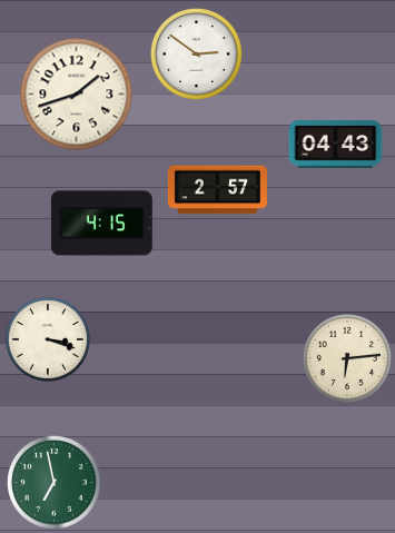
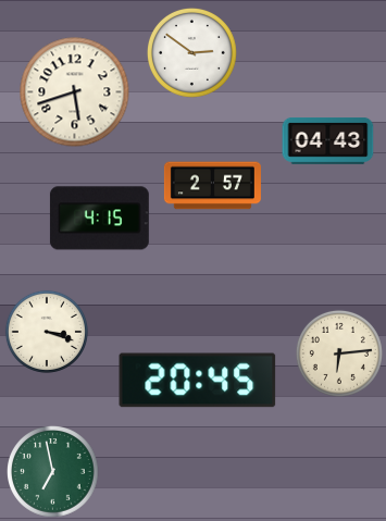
clock at (77, 95): 1:42 -> 5:42
clock at (347, 358) position: (347, 358) -> (339, 353)
clock at (198, 381): none -> 20:45
